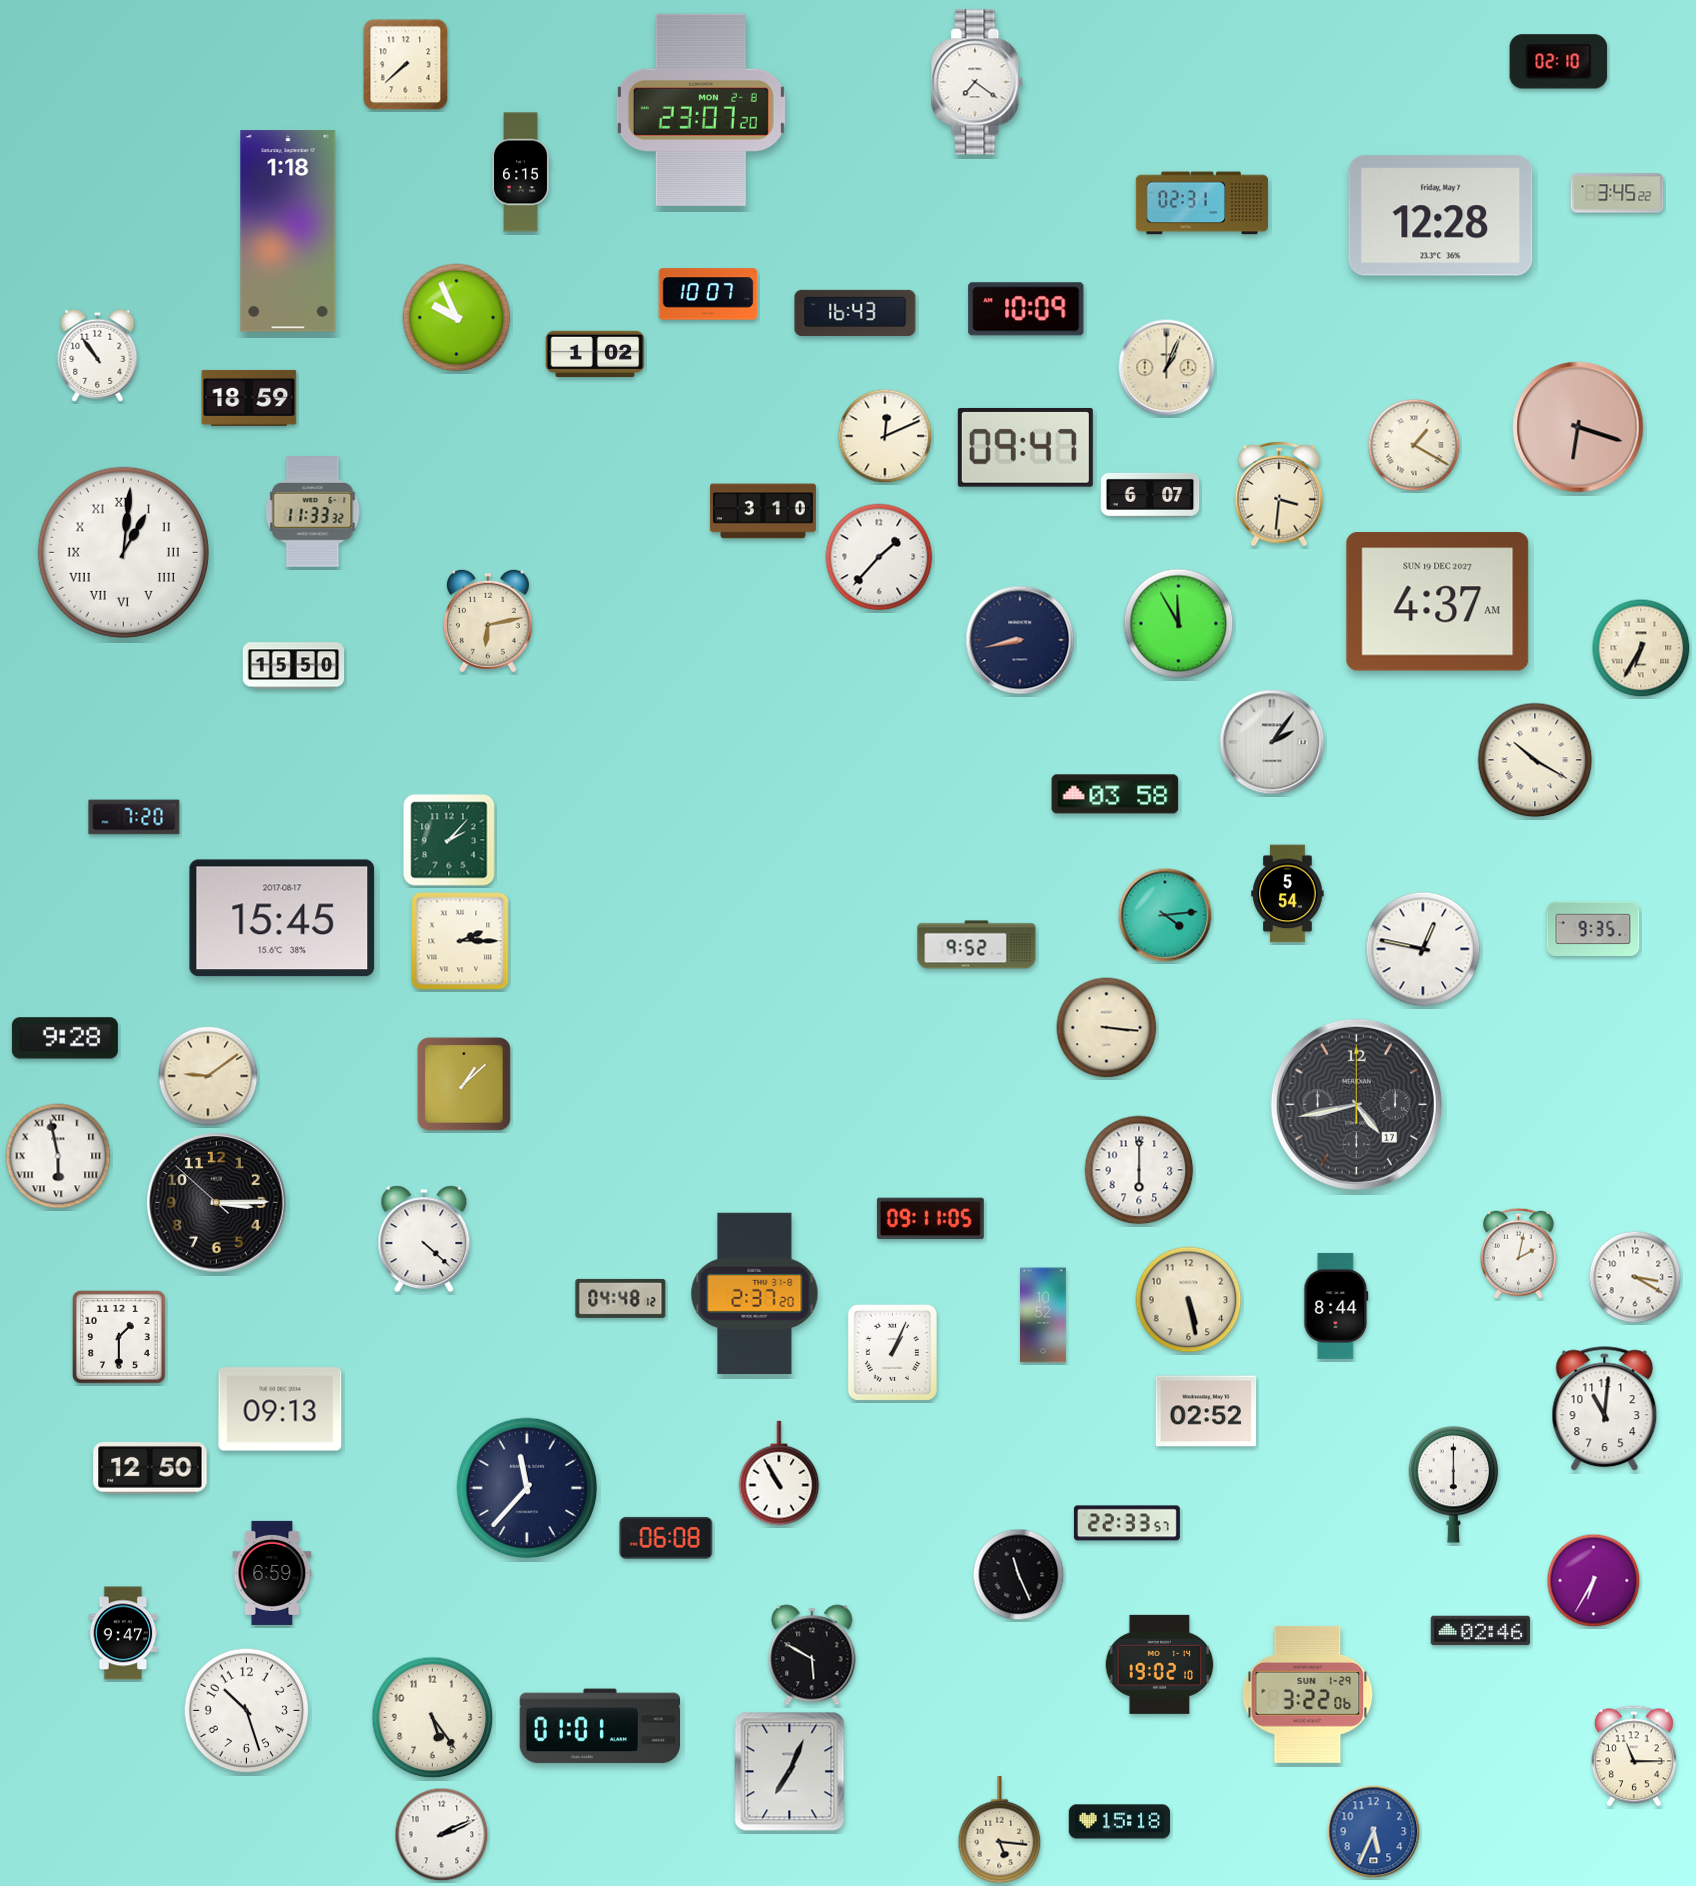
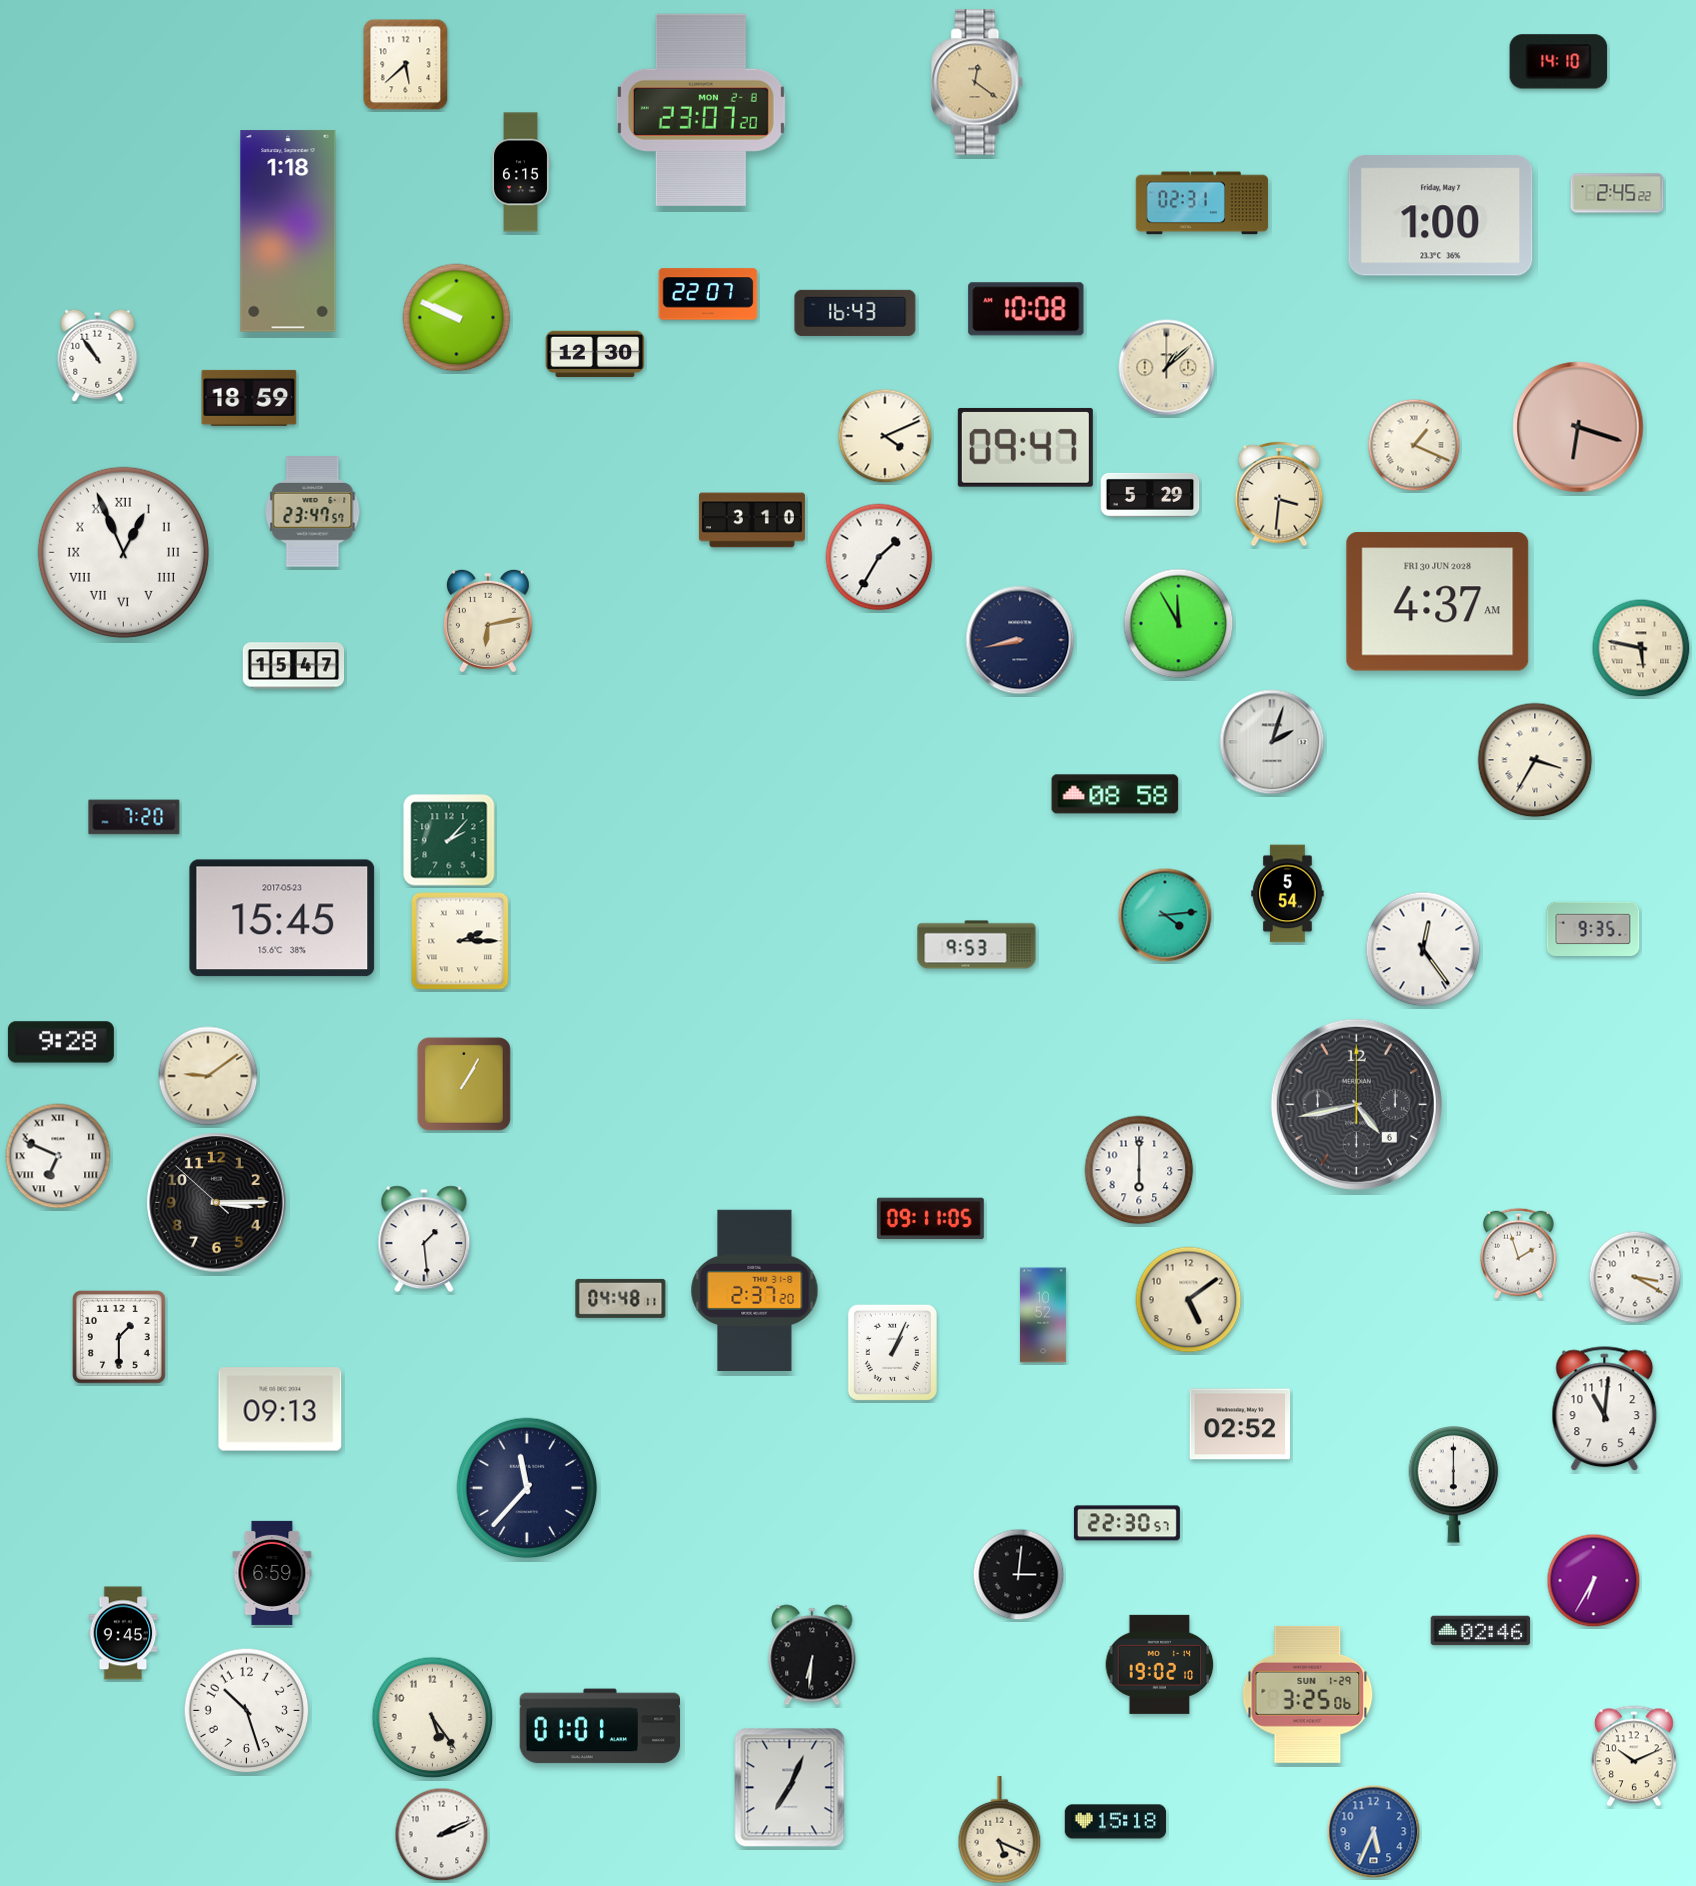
clock at (1559, 62): 02:10 -> 14:10
clock at (406, 65): 7:38 -> 5:38
clock at (977, 82): 7:21 -> 12:21
clock at (977, 82) dial: white -> champagne
clock at (1617, 193): 3:45 -> 2:45
clock at (1441, 216): 12:28 -> 1:00
clock at (708, 294): 10:07 -> 22:07
clock at (1026, 309): 10:09 -> 10:08
clock at (457, 318): 9:56 -> 9:49
clock at (595, 353): 1:02 -> 12:30
clock at (1167, 368): 1:04 -> 1:08
clock at (885, 436): 12:11 -> 4:11
clock at (1414, 445): 1:20 -> 1:19
clock at (1150, 495): 6:07 -> 5:29
clock at (763, 511) position: (763, 511) -> (752, 520)
clock at (313, 512): 11:33 -> 23:47
clock at (123, 552): 1:01 -> 12:56
clock at (879, 557): 1:37 -> 1:35
clock at (1438, 602) date: SUN 19 DEC 2027 -> FRI 30 JUN 2028
clock at (1641, 648): 6:35 -> 5:47
clock at (294, 666): 15:50 -> 15:47
clock at (1272, 742): 2:06 -> 2:03
clock at (1535, 760): 10:20 -> 3:35
clock at (1115, 794): 03:58 -> 08:58
clock at (282, 918) date: 2017-08-17 -> 2017-05-23
clock at (977, 945): 9:52 -> 9:53
clock at (1423, 949): 12:47 -> 12:24
clock at (1107, 1028): 3:16 -> none
clock at (65, 1038) position: (65, 1038) -> (61, 1042)
clock at (464, 1084): 1:08 -> 1:05
clock at (1356, 1104) date: 17 -> 6
clock at (58, 1156): 5:58 -> 6:49
clock at (424, 1239): 4:22 -> 1:29
clock at (1519, 1253): 2:02 -> 1:57
clock at (755, 1293) position: (755, 1293) -> (755, 1290)
clock at (621, 1298): 04:48:12 -> 04:48:11
clock at (1189, 1300): 5:28 -> 5:09
clock at (1336, 1306): 8:44 -> none
clock at (1206, 1411) position: (1206, 1411) -> (1240, 1424)
clock at (150, 1468): 12:50 -> none
clock at (779, 1473): 10:55 -> none
clock at (1127, 1523): 22:33 -> 22:30
clock at (666, 1538): 06:08 -> none
clock at (1019, 1575): 11:26 -> 3:01
clock at (123, 1633): 9:47 -> 9:45
clock at (812, 1655): 5:50 -> 6:31
clock at (1308, 1694): 3:22 -> 3:25
clock at (1634, 1756): 11:15 -> 10:11
clock at (790, 1772) position: (790, 1772) -> (790, 1788)
clock at (1120, 1822) position: (1120, 1822) -> (1116, 1822)
clock at (1000, 1830): 5:16 -> 5:19
